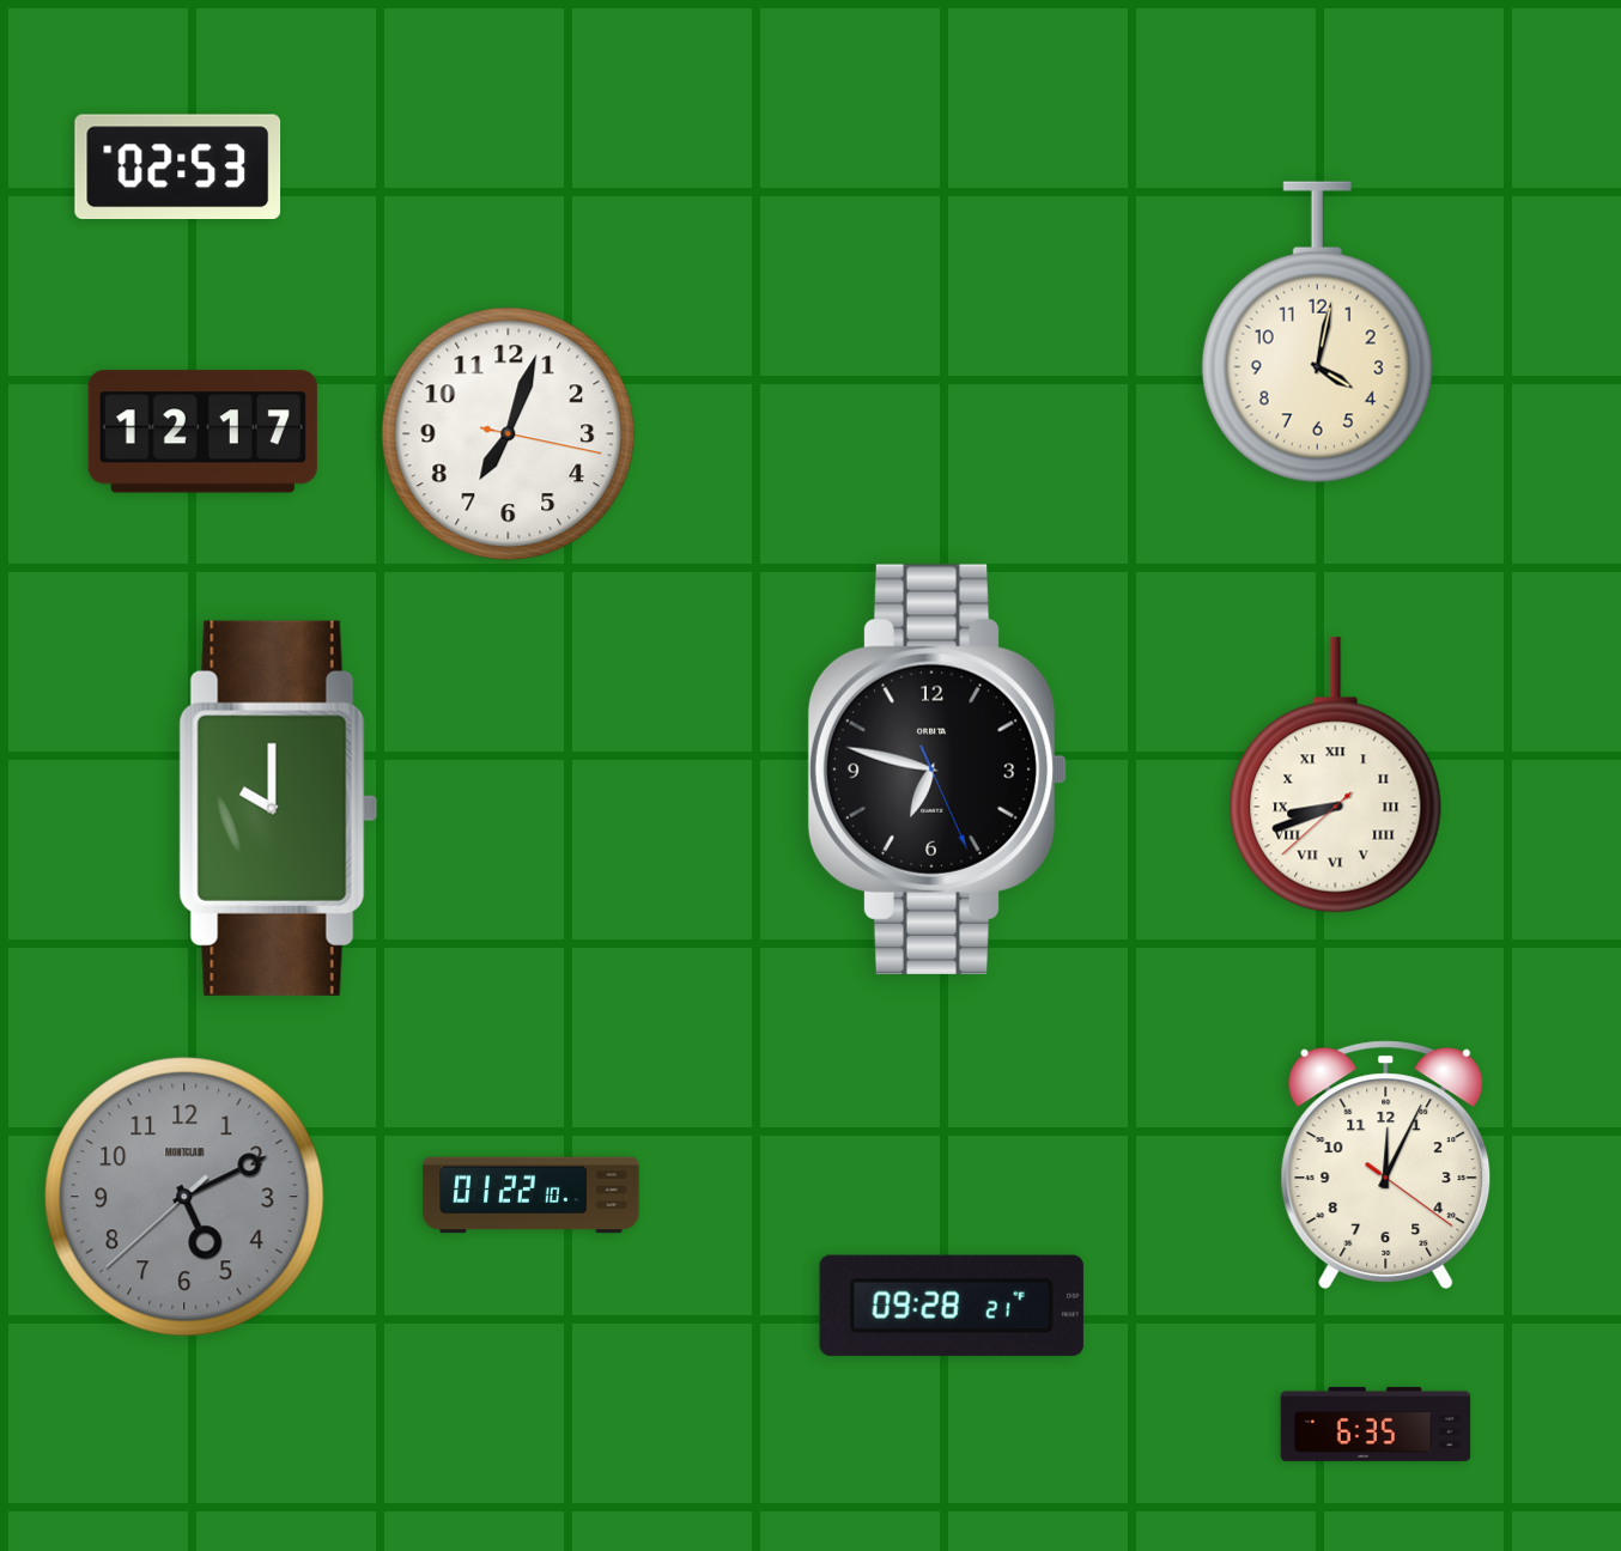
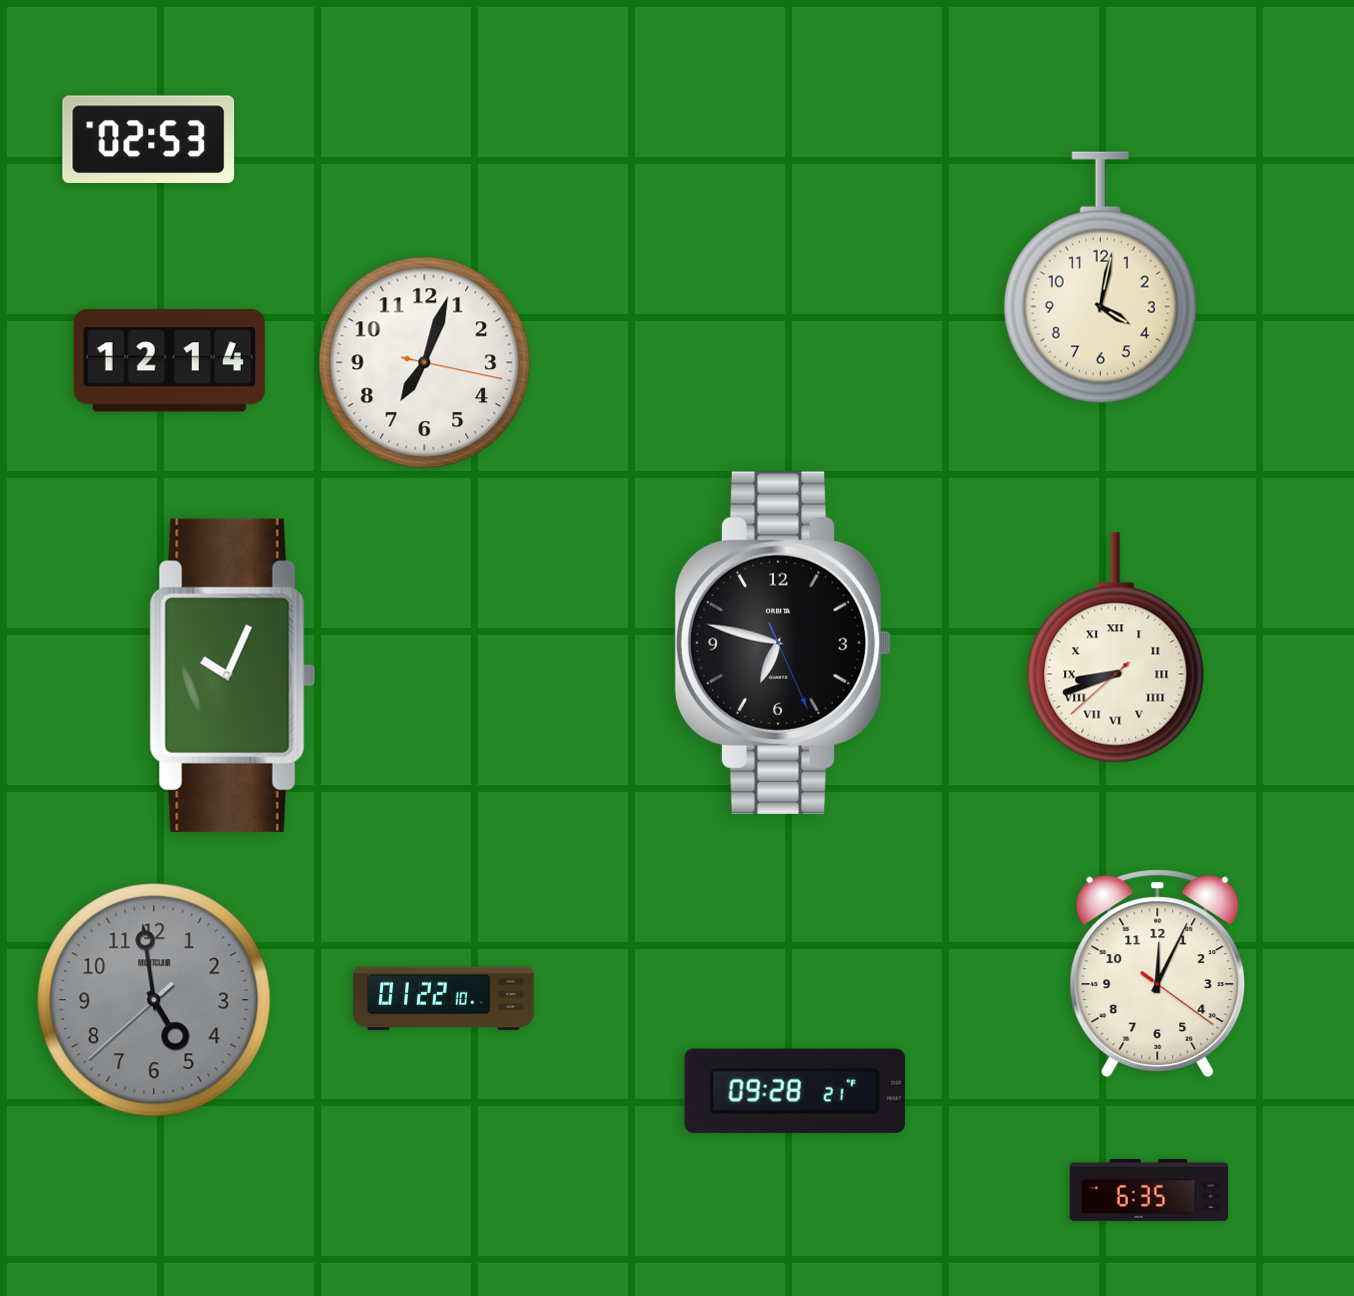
clock at (202, 432): 12:17 -> 12:14
clock at (278, 808): 10:00 -> 10:04
clock at (184, 1197): 5:10 -> 4:58
